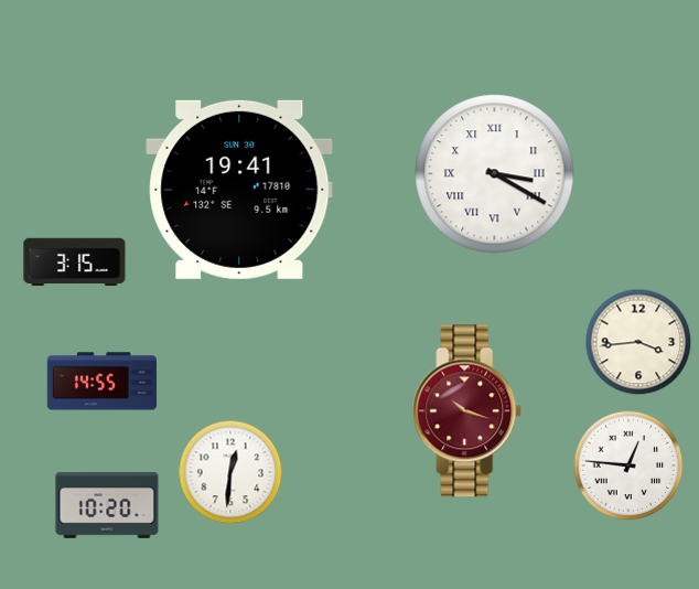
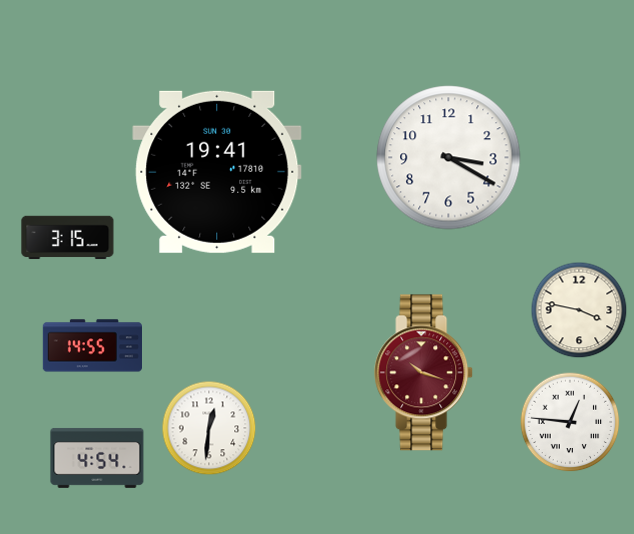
clock at (495, 174) numerals: Roman -> Arabic
clock at (638, 342): 3:44 -> 3:47
clock at (107, 505): 10:20 -> 4:54
